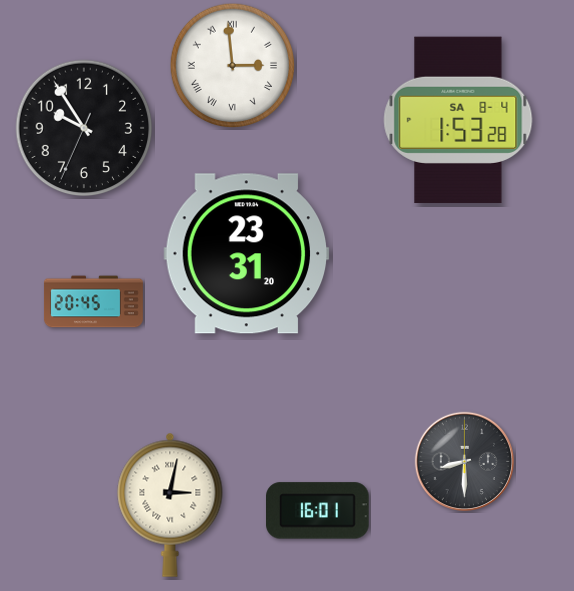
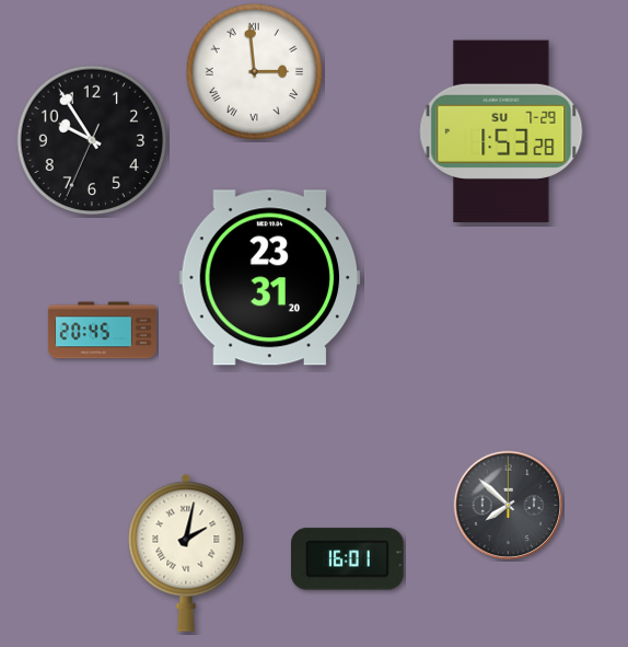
clock at (458, 120) date: SA 8-4 -> SU 7-29
clock at (465, 462): 8:30 -> 7:52
clock at (170, 505): 3:02 -> 2:02
